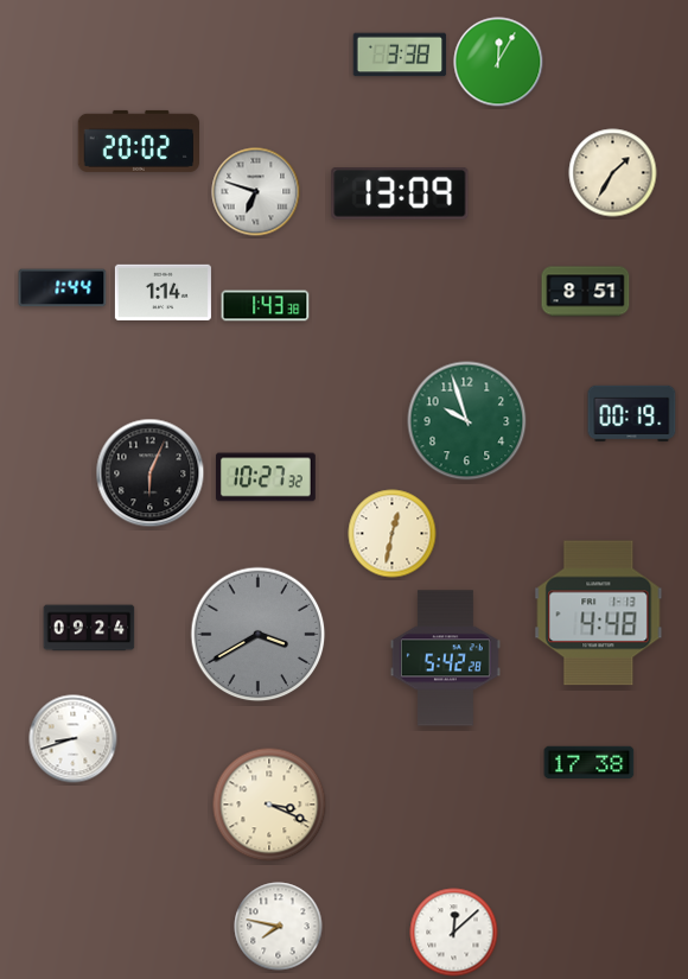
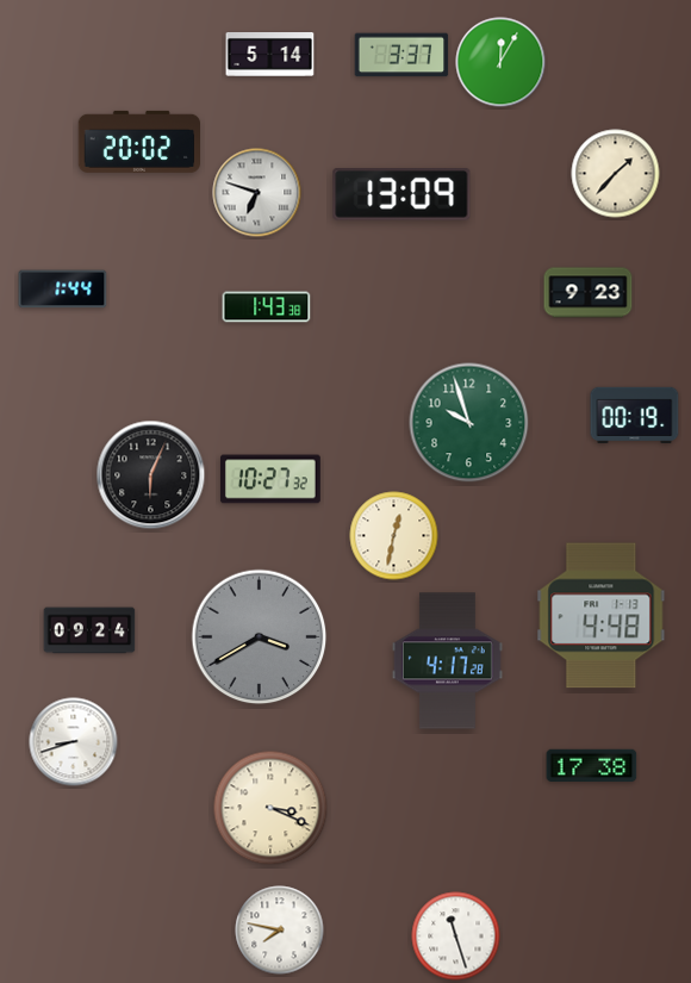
clock at (270, 55): none -> 5:14
clock at (400, 55): 3:38 -> 3:37
clock at (613, 173): 1:35 -> 1:37
clock at (163, 292): 1:14 -> none
clock at (586, 292): 8:51 -> 9:23
clock at (266, 477) position: (266, 477) -> (270, 479)
clock at (445, 659): 5:42 -> 4:17
clock at (454, 933): 12:08 -> 11:27
